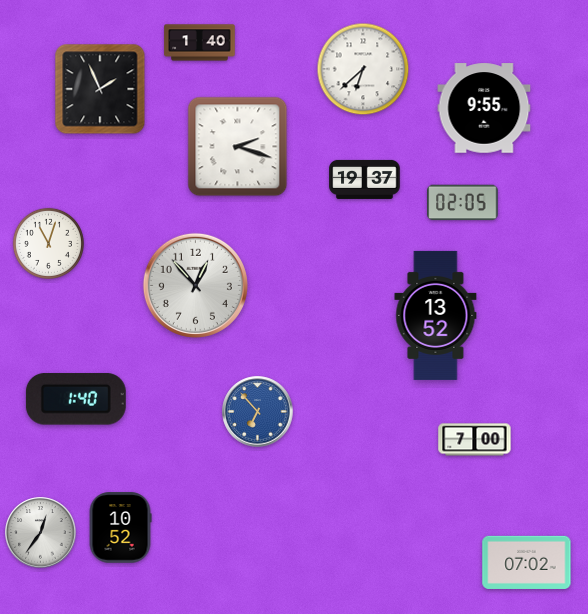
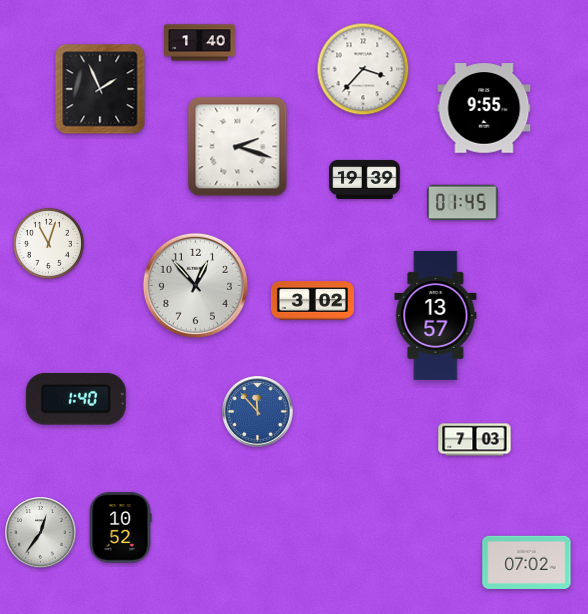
clock at (363, 69): 6:38 -> 3:37
clock at (365, 179): 19:37 -> 19:39
clock at (463, 203): 02:05 -> 01:45
clock at (312, 301): none -> 3:02
clock at (436, 315): 13:52 -> 13:57
clock at (258, 412): 6:53 -> 11:53
clock at (475, 440): 7:00 -> 7:03
